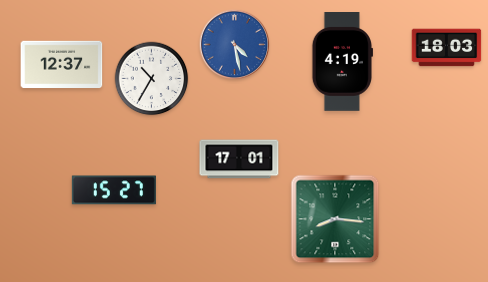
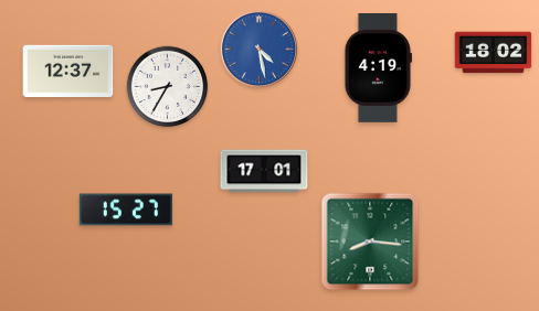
clock at (447, 48): 18:03 -> 18:02
clock at (152, 79): 10:35 -> 8:35
clock at (239, 159) position: (239, 159) -> (264, 171)
